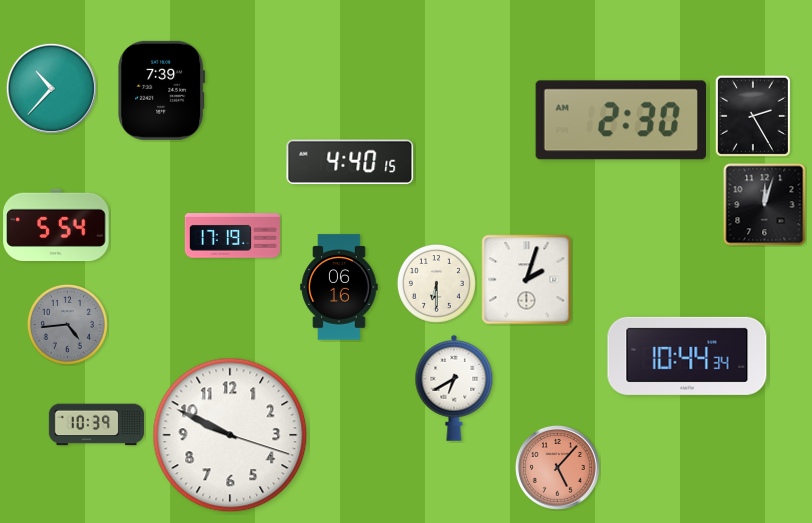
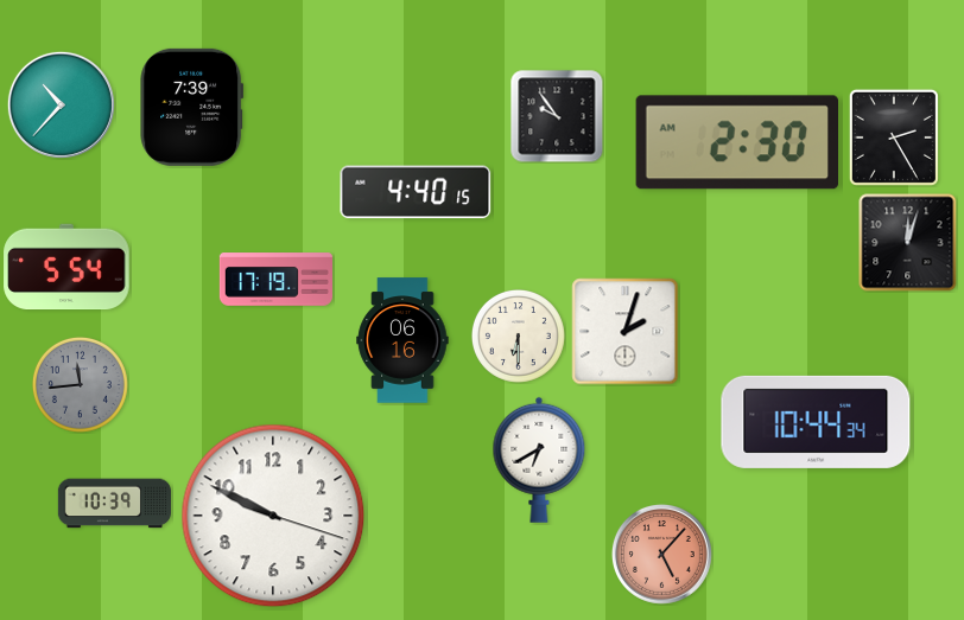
clock at (557, 116): none -> 9:54
clock at (67, 324): 4:44 -> 11:44
